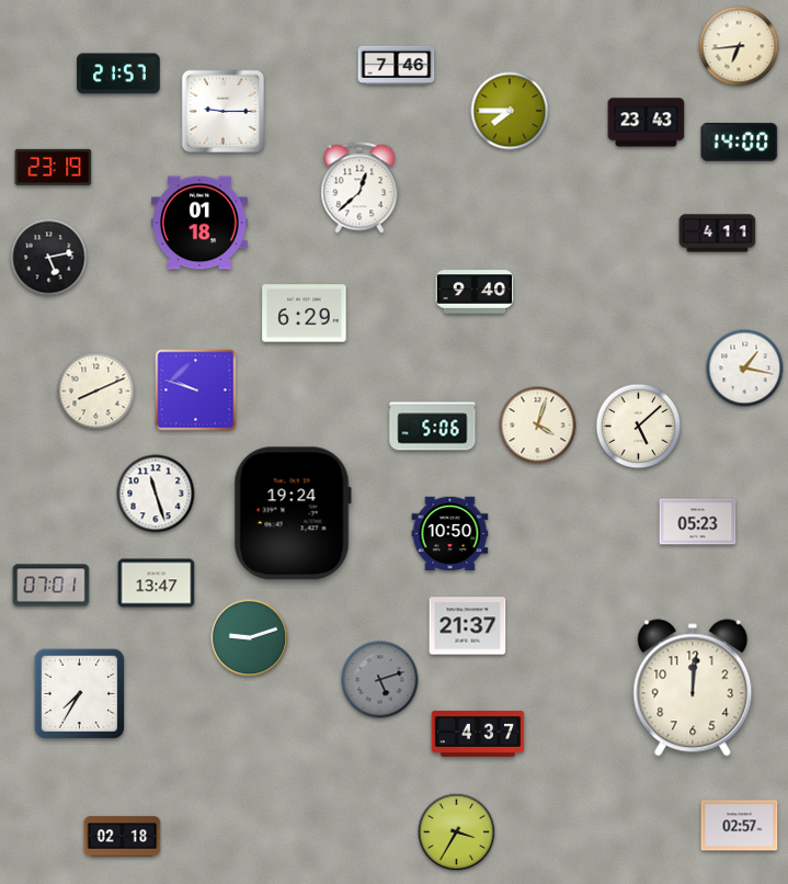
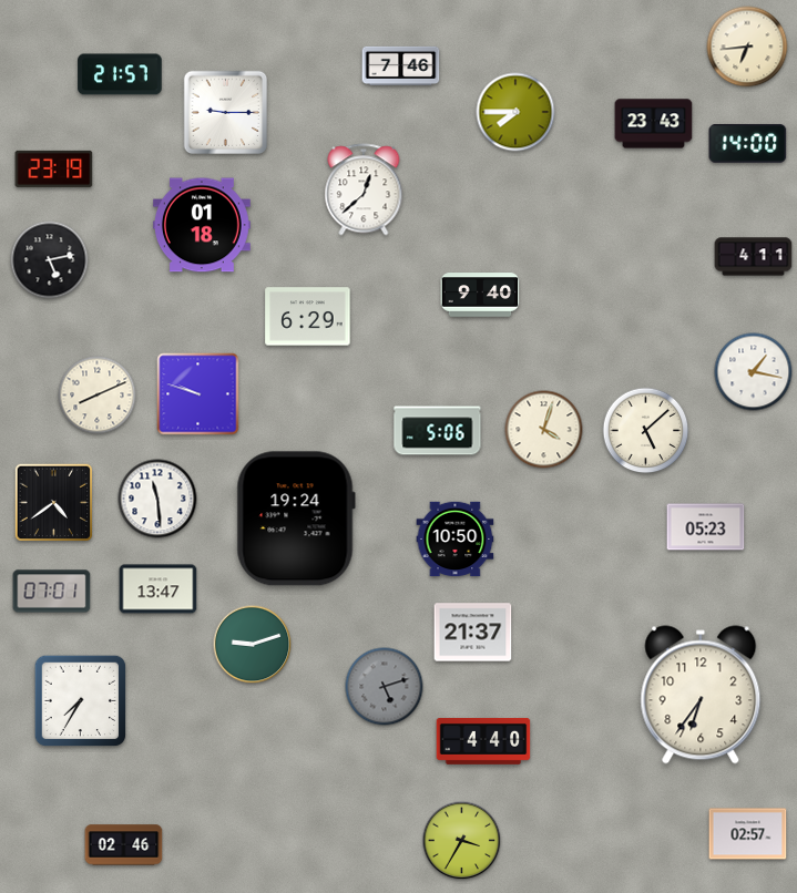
clock at (718, 234) position: (718, 234) -> (754, 257)
clock at (156, 494): 11:27 -> 11:29
clock at (53, 502): none -> 4:39
clock at (693, 688): 12:01 -> 6:36
clock at (478, 735): 4:37 -> 4:40
clock at (123, 837): 02:18 -> 02:46
